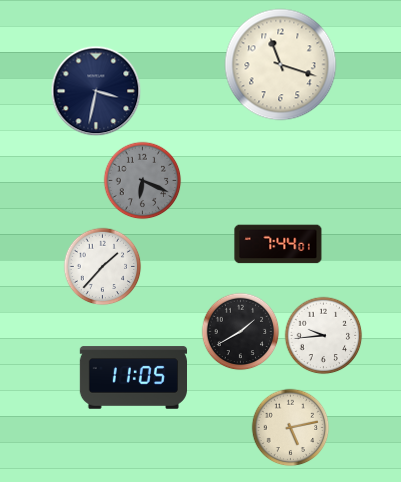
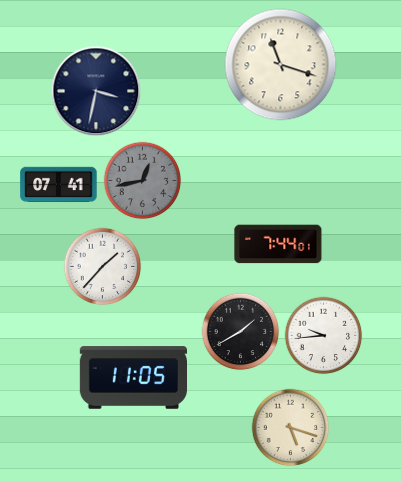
clock at (142, 180): 6:19 -> 12:43
clock at (59, 185): none -> 07:41
clock at (290, 427): 5:13 -> 5:18
